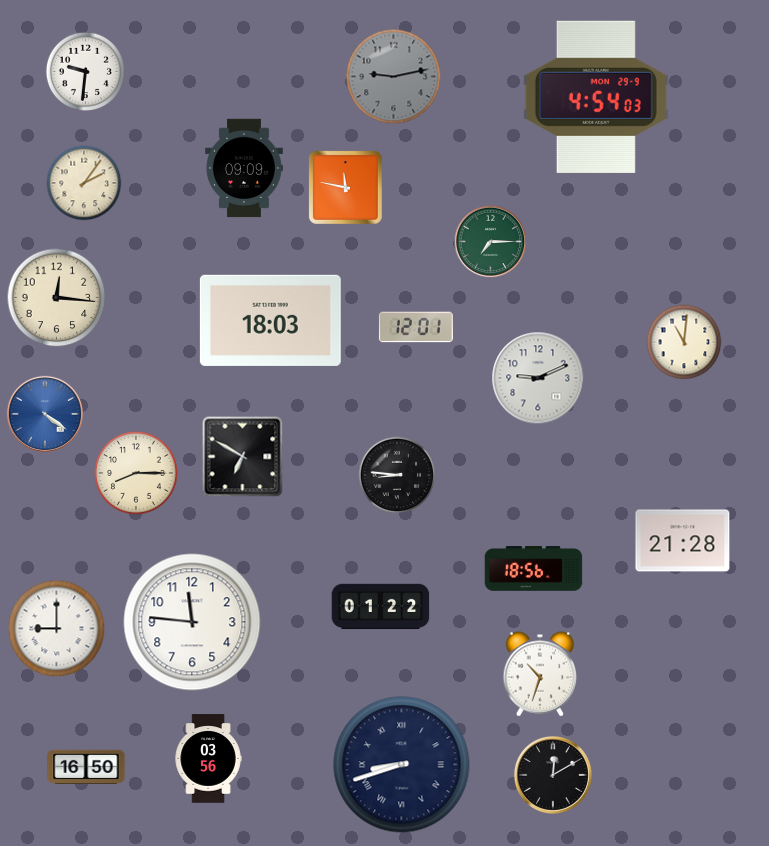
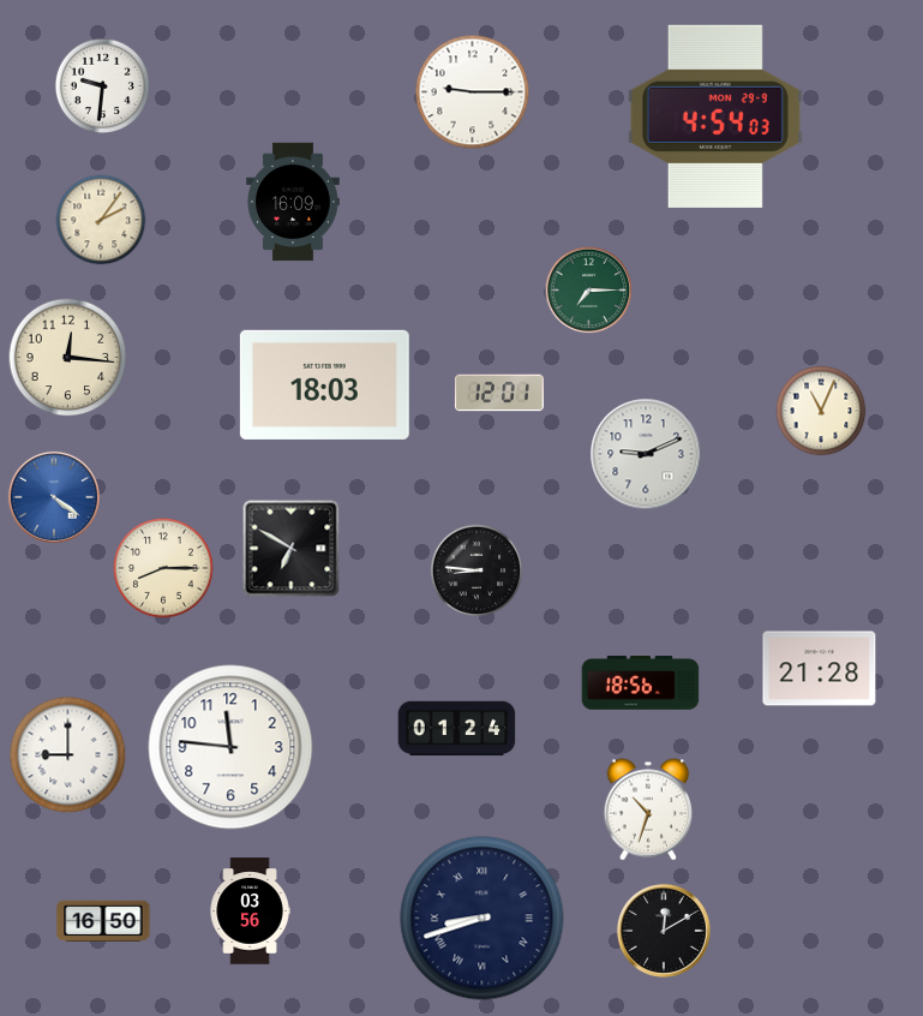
clock at (394, 77): 9:13 -> 9:15
clock at (394, 77) dial: grey -> white
clock at (244, 168): 09:09 -> 16:09
clock at (345, 187): 11:47 -> none
clock at (684, 342): 11:01 -> 11:04
clock at (683, 541) position: (683, 541) -> (820, 669)
clock at (381, 607): 01:22 -> 01:24
